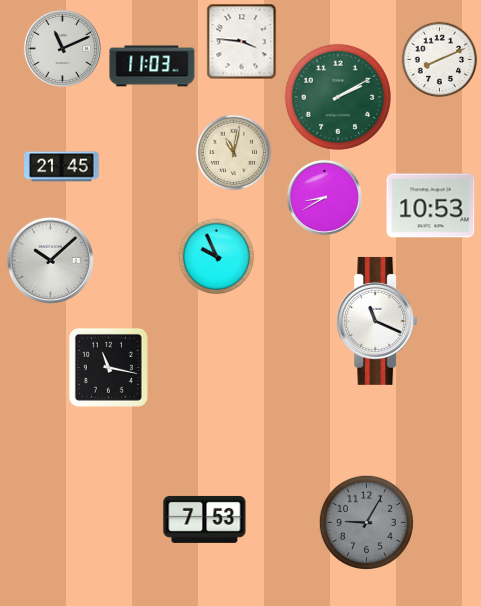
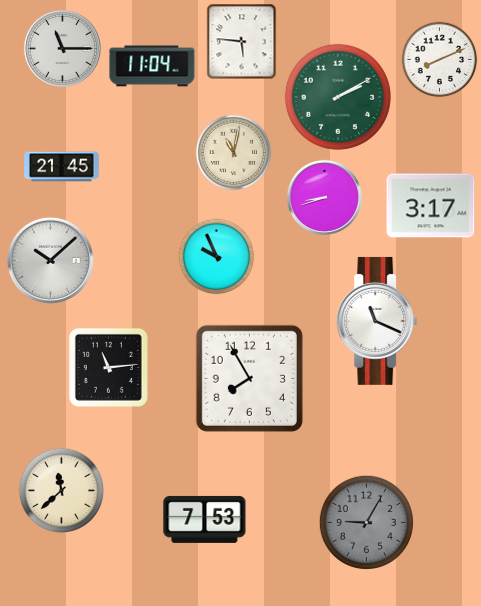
clock at (242, 42): 3:46 -> 5:46
clock at (62, 48): 11:11 -> 11:15
clock at (152, 66): 11:03 -> 11:04
clock at (324, 197): 8:40 -> 8:42
clock at (431, 206): 10:53 -> 3:17
clock at (108, 367): 11:17 -> 11:14
clock at (249, 378): none -> 7:55
clock at (62, 491): none -> 11:38
